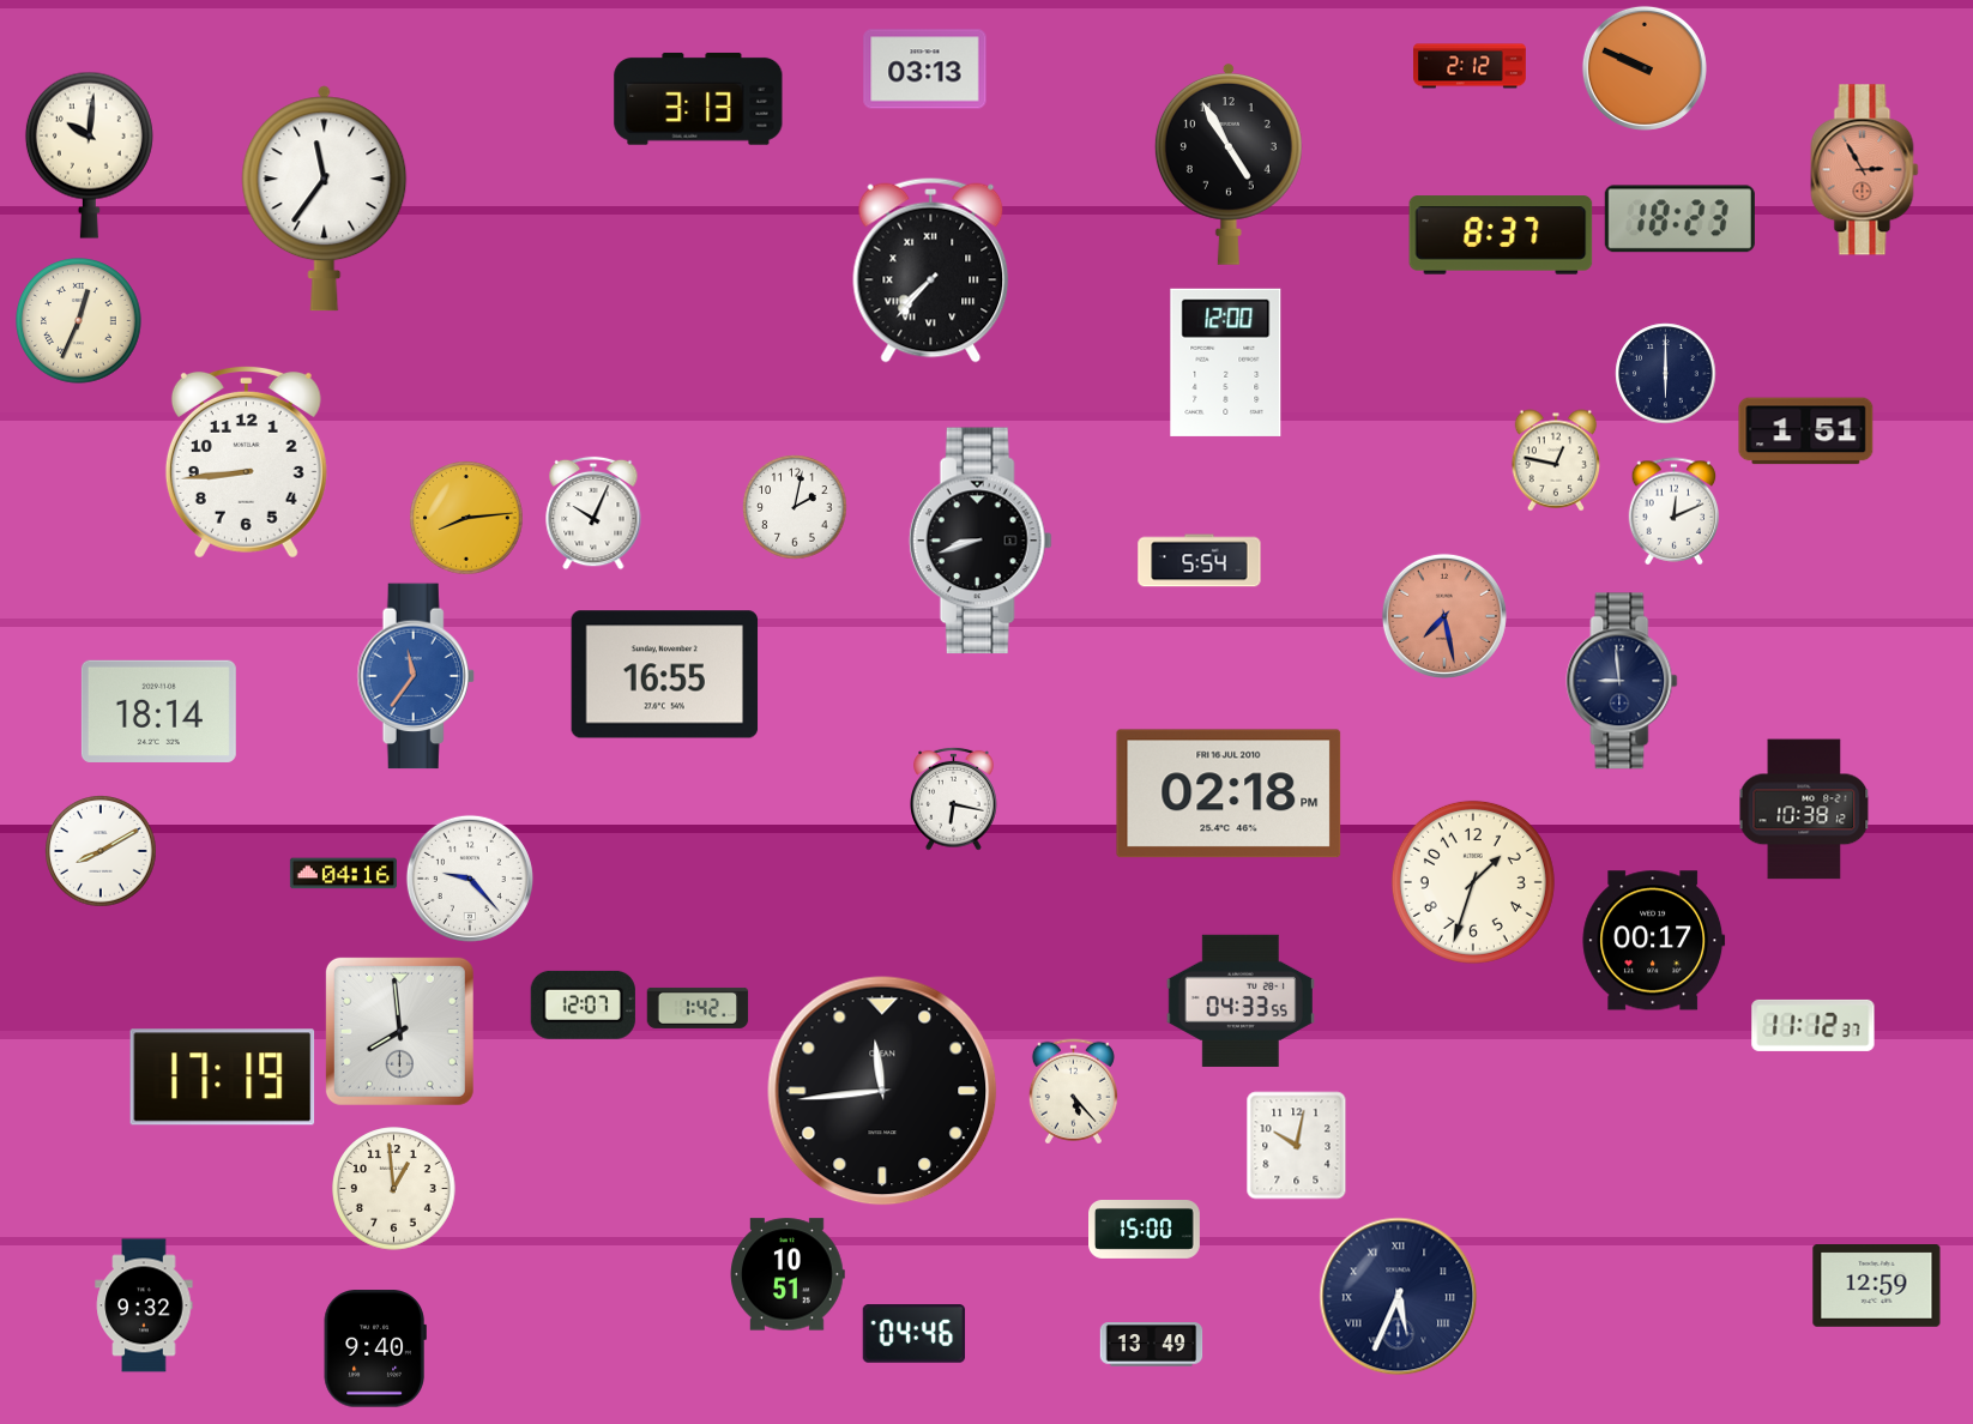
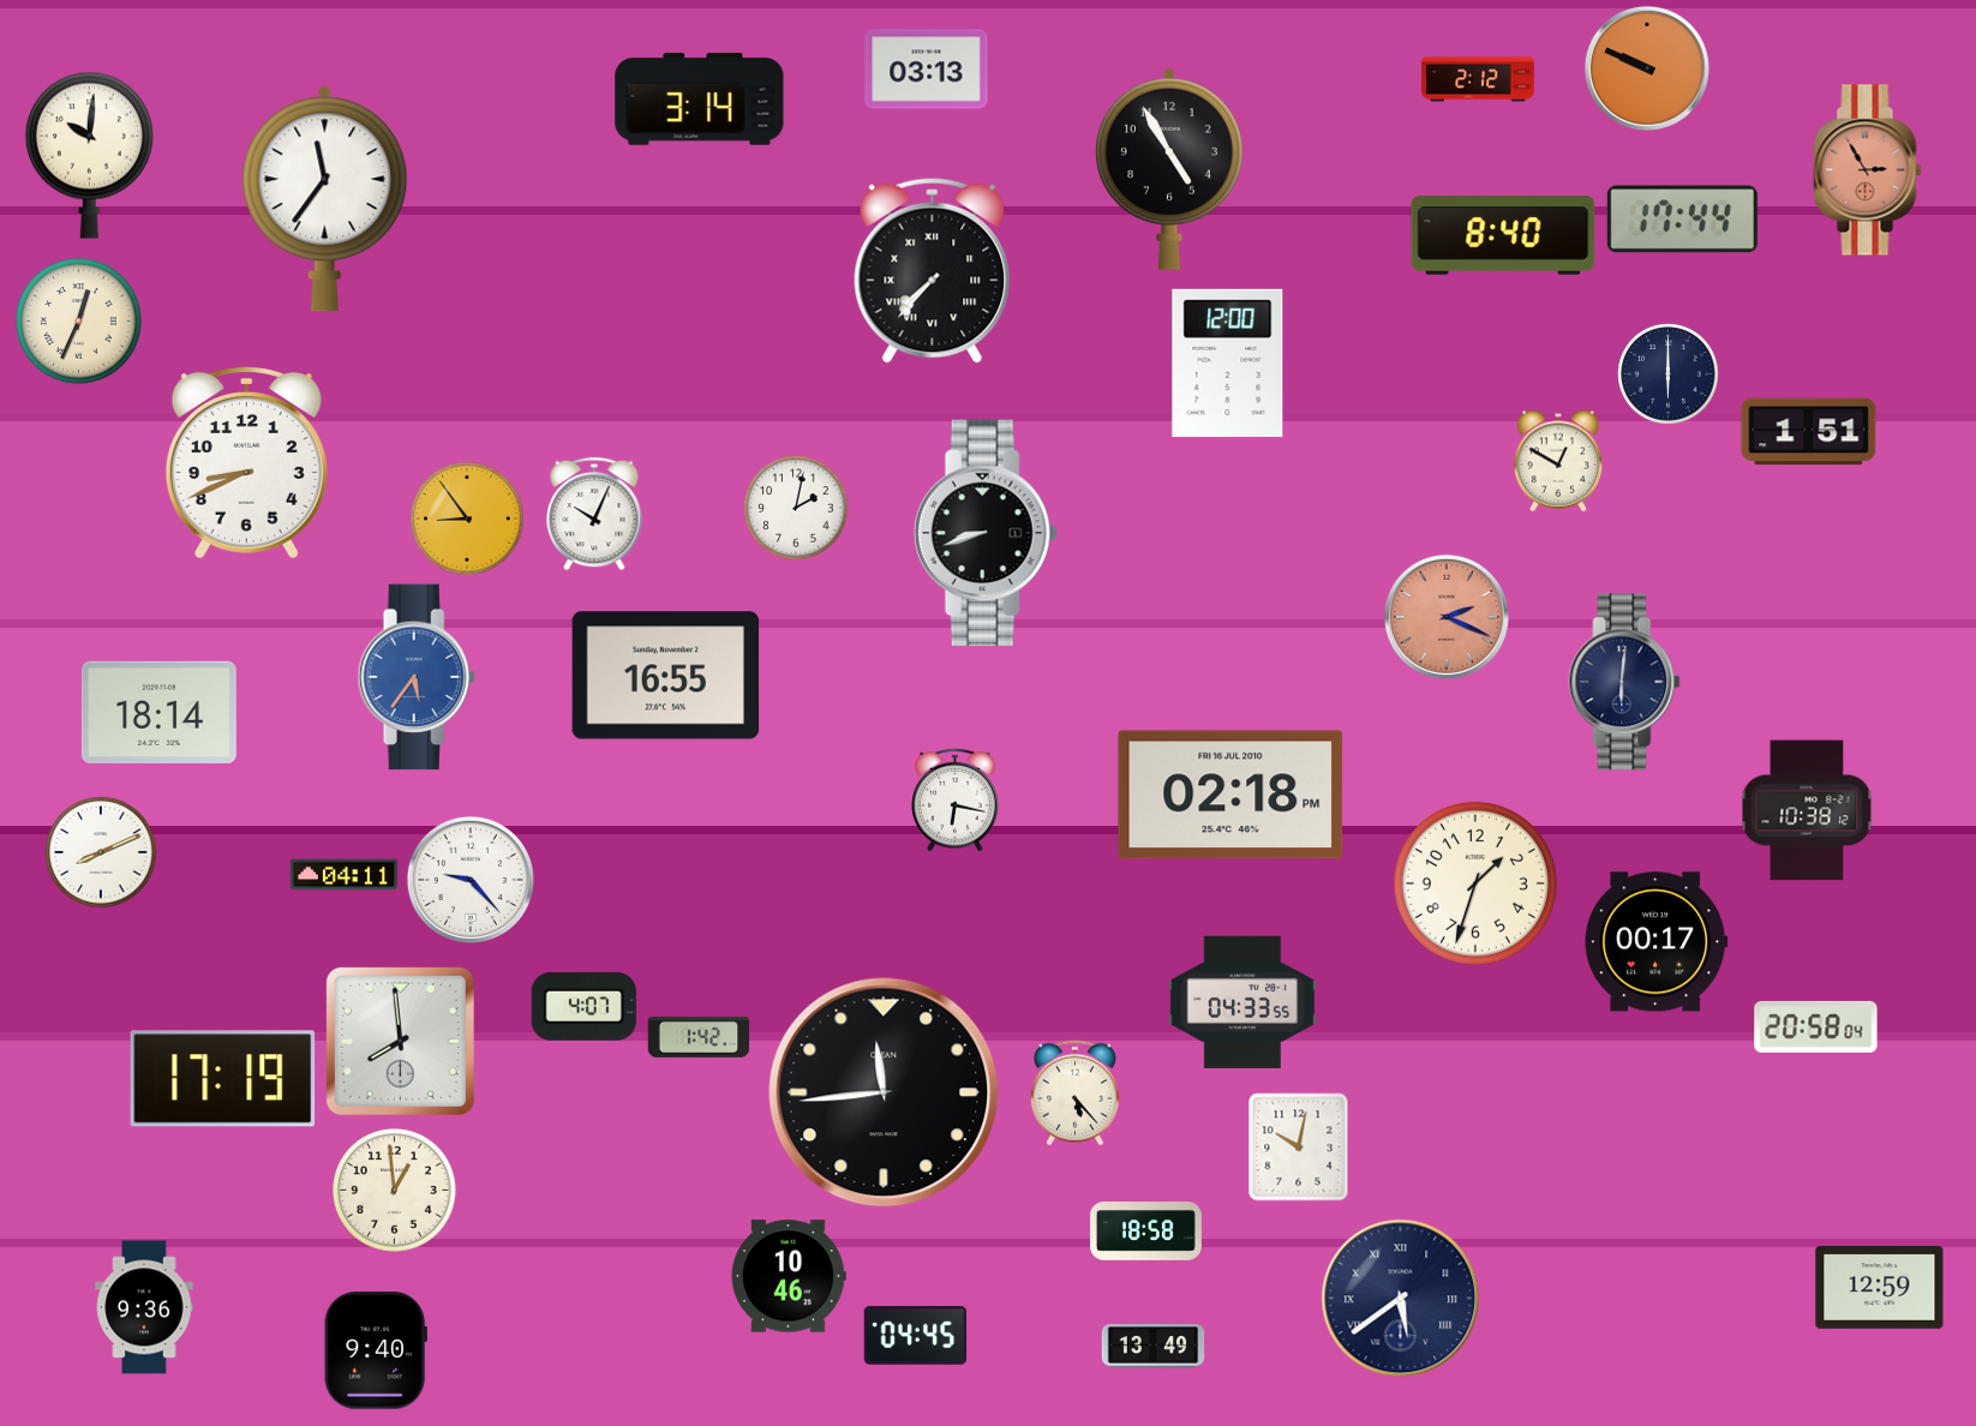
clock at (1470, 66) position: (1470, 66) -> (1478, 79)
clock at (699, 99): 3:13 -> 3:14
clock at (1229, 163) position: (1229, 163) -> (1169, 168)
clock at (1679, 219): 18:23 -> 17:44
clock at (1501, 235): 8:37 -> 8:40
clock at (1556, 460): 12:47 -> 12:50
clock at (246, 461): 8:44 -> 8:41
clock at (1675, 512): 12:11 -> none
clock at (466, 518): 8:14 -> 8:54
clock at (981, 541) position: (981, 541) -> (986, 533)
clock at (1200, 561): 5:54 -> none
clock at (1444, 616): 7:28 -> 2:19
clock at (416, 676): 11:36 -> 5:36
clock at (1622, 681): 8:59 -> 6:01
clock at (101, 851): 8:10 -> 8:11
clock at (343, 874): 04:16 -> 04:11
clock at (583, 1004): 12:07 -> 4:07
clock at (698, 1008) position: (698, 1008) -> (699, 1037)
clock at (1814, 1025): 11:12 -> 20:58
clock at (399, 1031) position: (399, 1031) -> (400, 1041)
clock at (1145, 1230): 15:00 -> 18:58
clock at (788, 1274): 10:51 -> 10:46
clock at (1399, 1297): 5:34 -> 5:39
clock at (144, 1305): 9:32 -> 9:36
clock at (915, 1334): 04:46 -> 04:45
